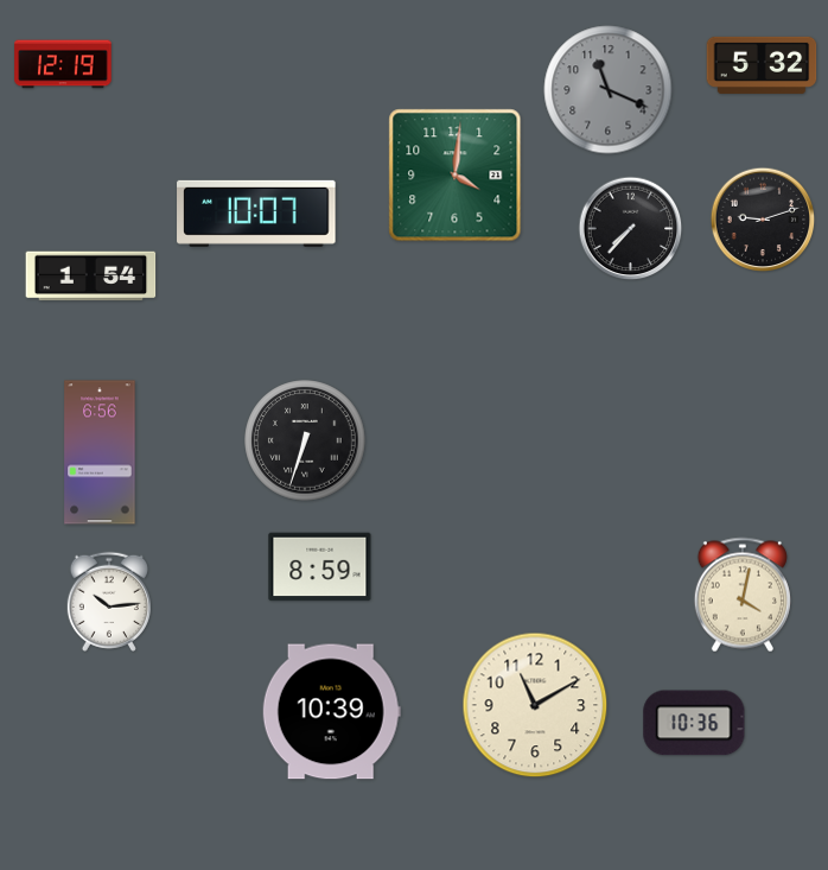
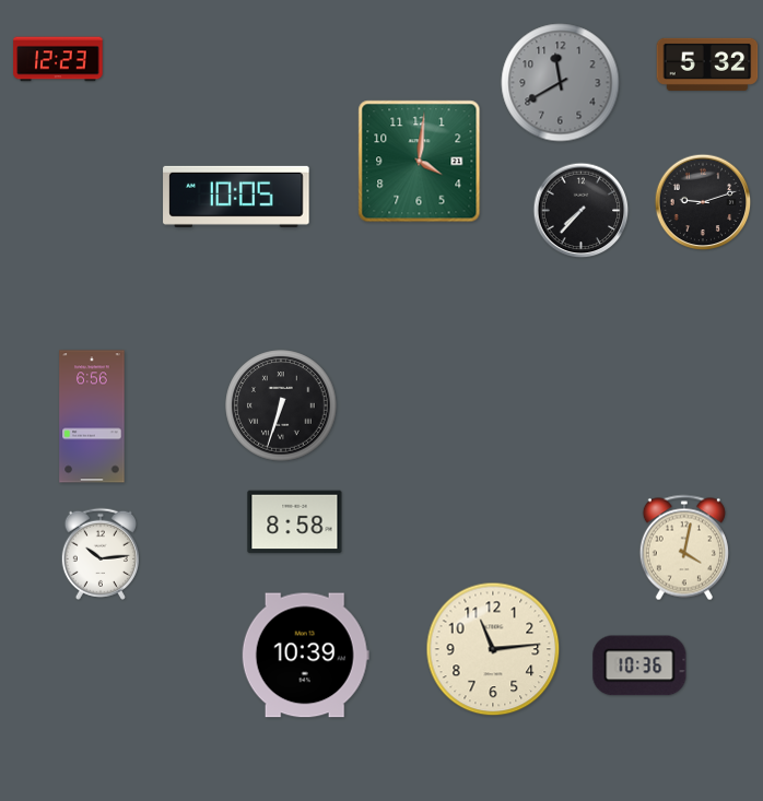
clock at (63, 64): 12:19 -> 12:23
clock at (762, 65) position: (762, 65) -> (707, 64)
clock at (609, 90): 11:19 -> 11:40
clock at (256, 214): 10:07 -> 10:05
clock at (91, 277): 1:54 -> none
clock at (320, 567): 8:59 -> 8:58
clock at (535, 705): 11:10 -> 11:14
